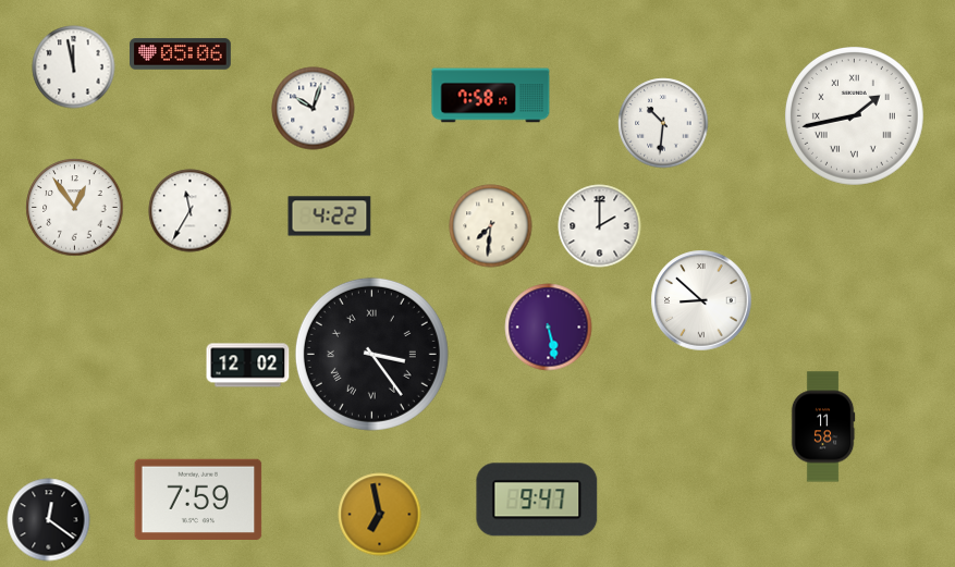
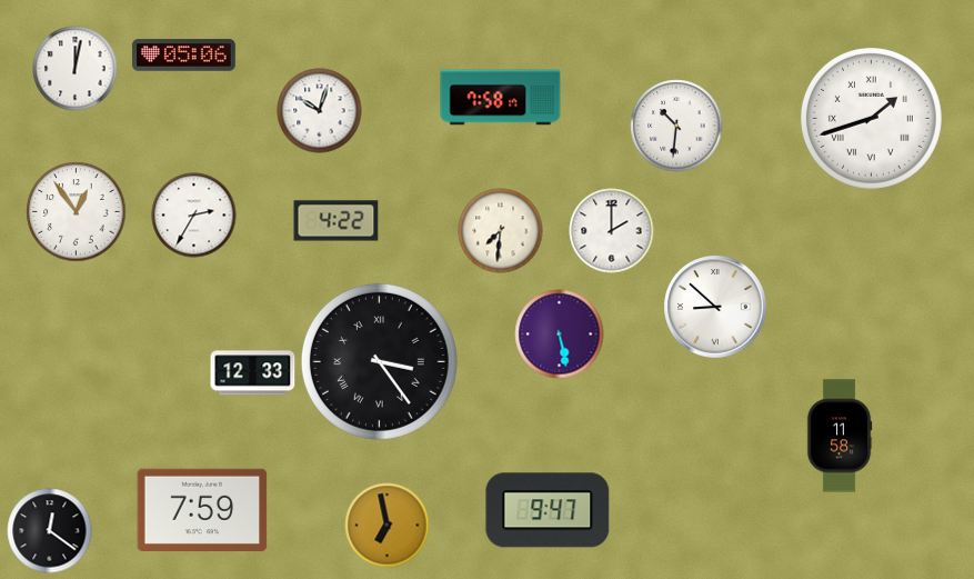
clock at (74, 67): 11:58 -> 12:02
clock at (854, 115): 1:43 -> 1:42
clock at (191, 211): 11:35 -> 2:35
clock at (248, 366): 12:02 -> 12:33
